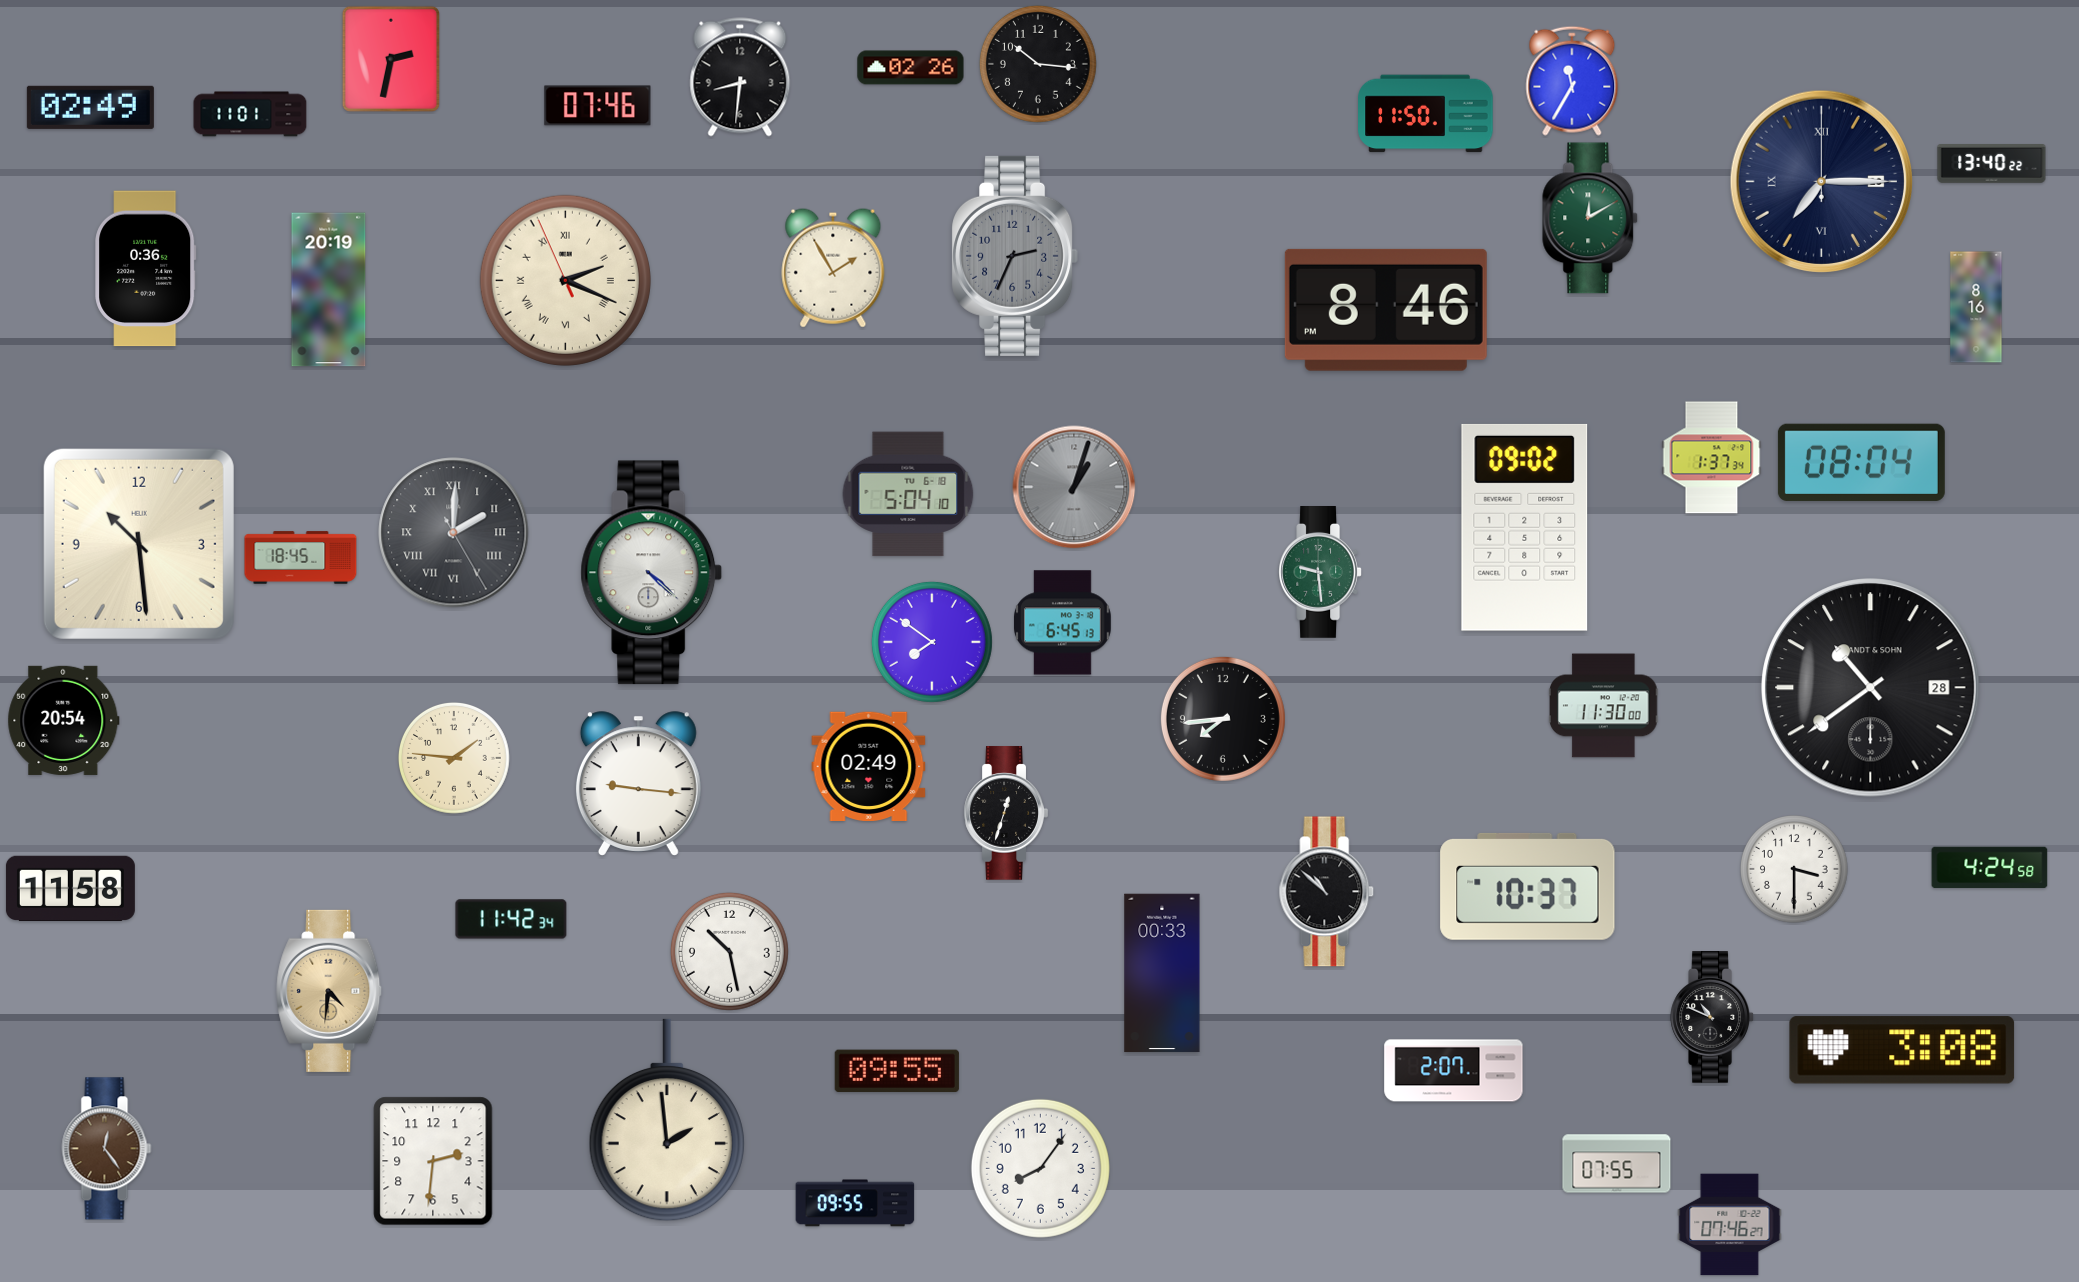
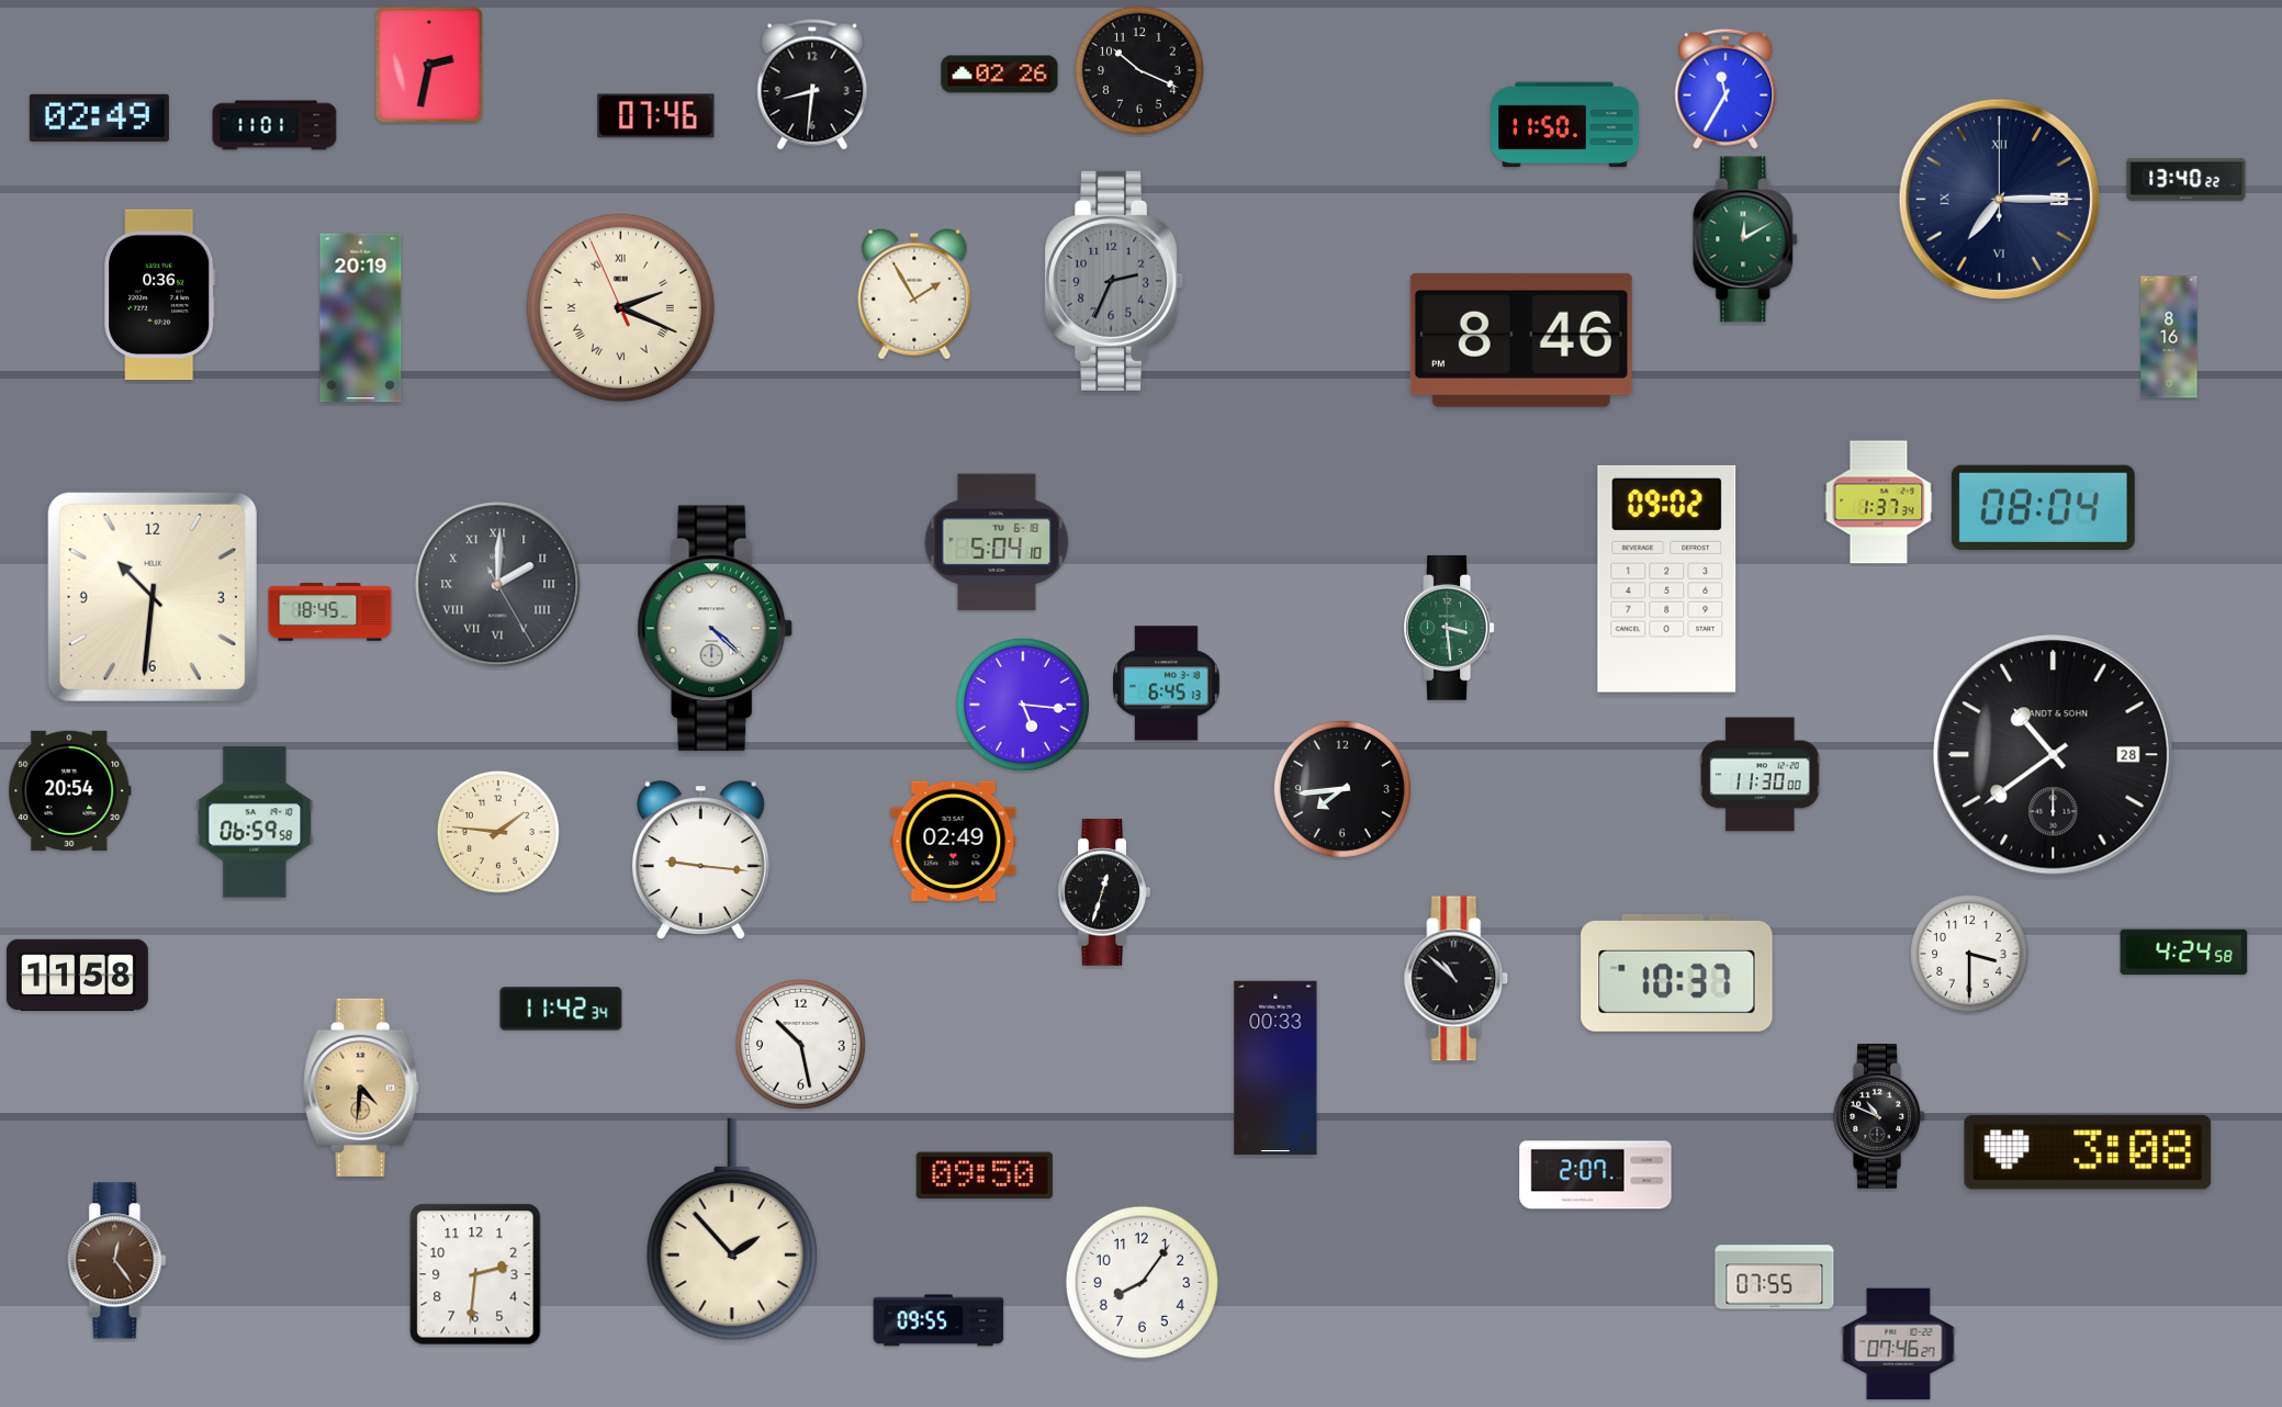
clock at (1038, 64): 10:16 -> 10:19
clock at (1074, 487): 1:03 -> none
clock at (1525, 527) position: (1525, 527) -> (1667, 578)
clock at (139, 544): 10:29 -> 10:31
clock at (1320, 573): 9:29 -> 3:29
clock at (932, 642): 7:51 -> 5:16
clock at (255, 822): none -> 06:59
clock at (897, 1070): 09:55 -> 09:50
clock at (667, 1120): 1:59 -> 1:53
